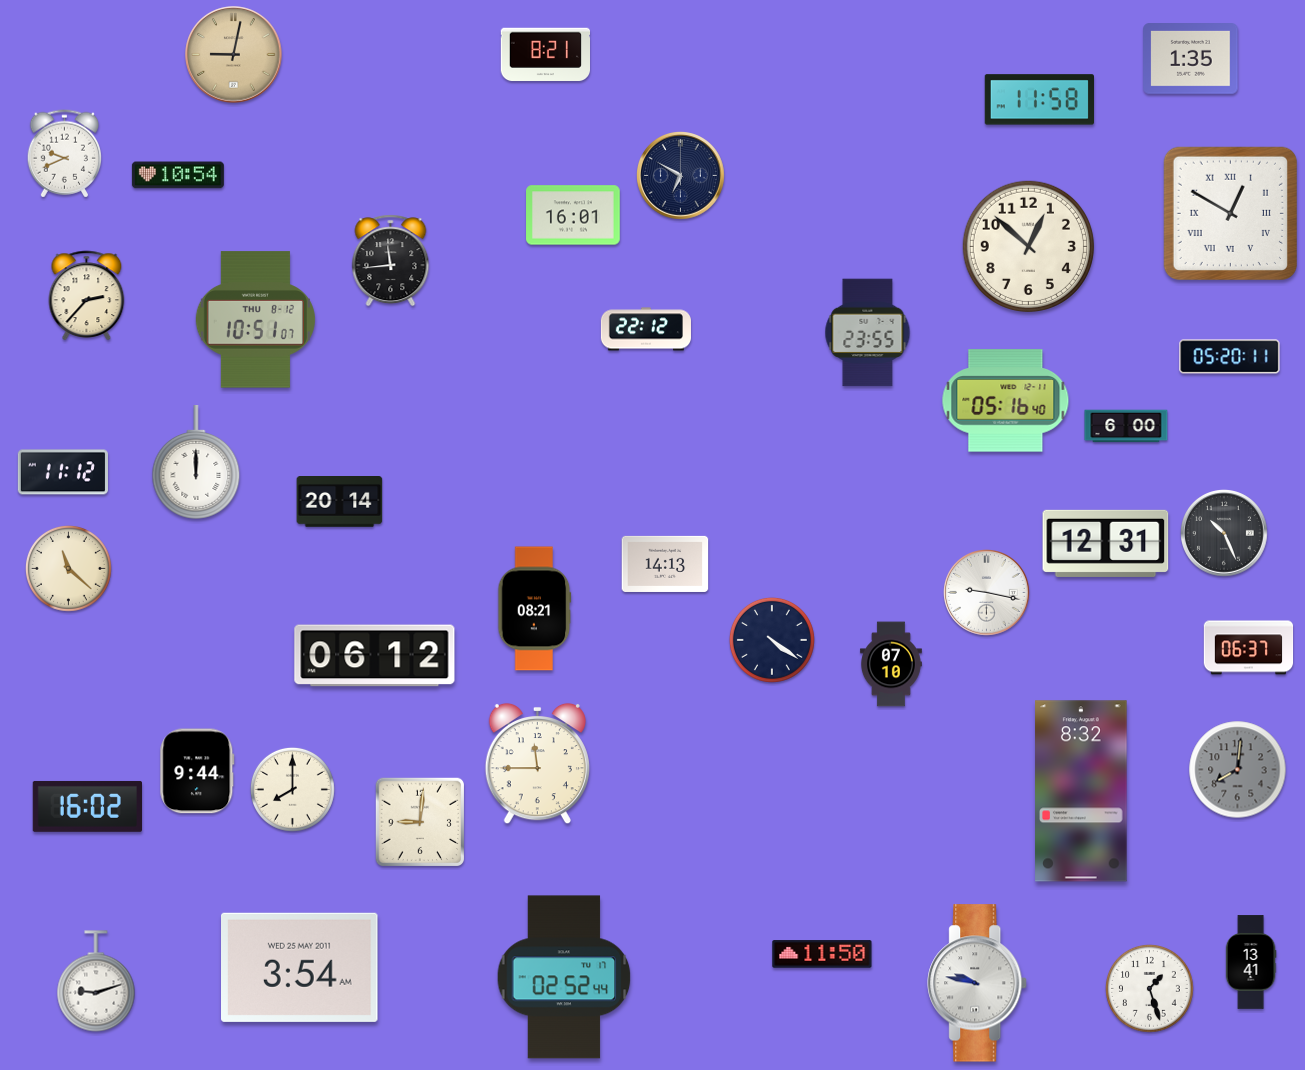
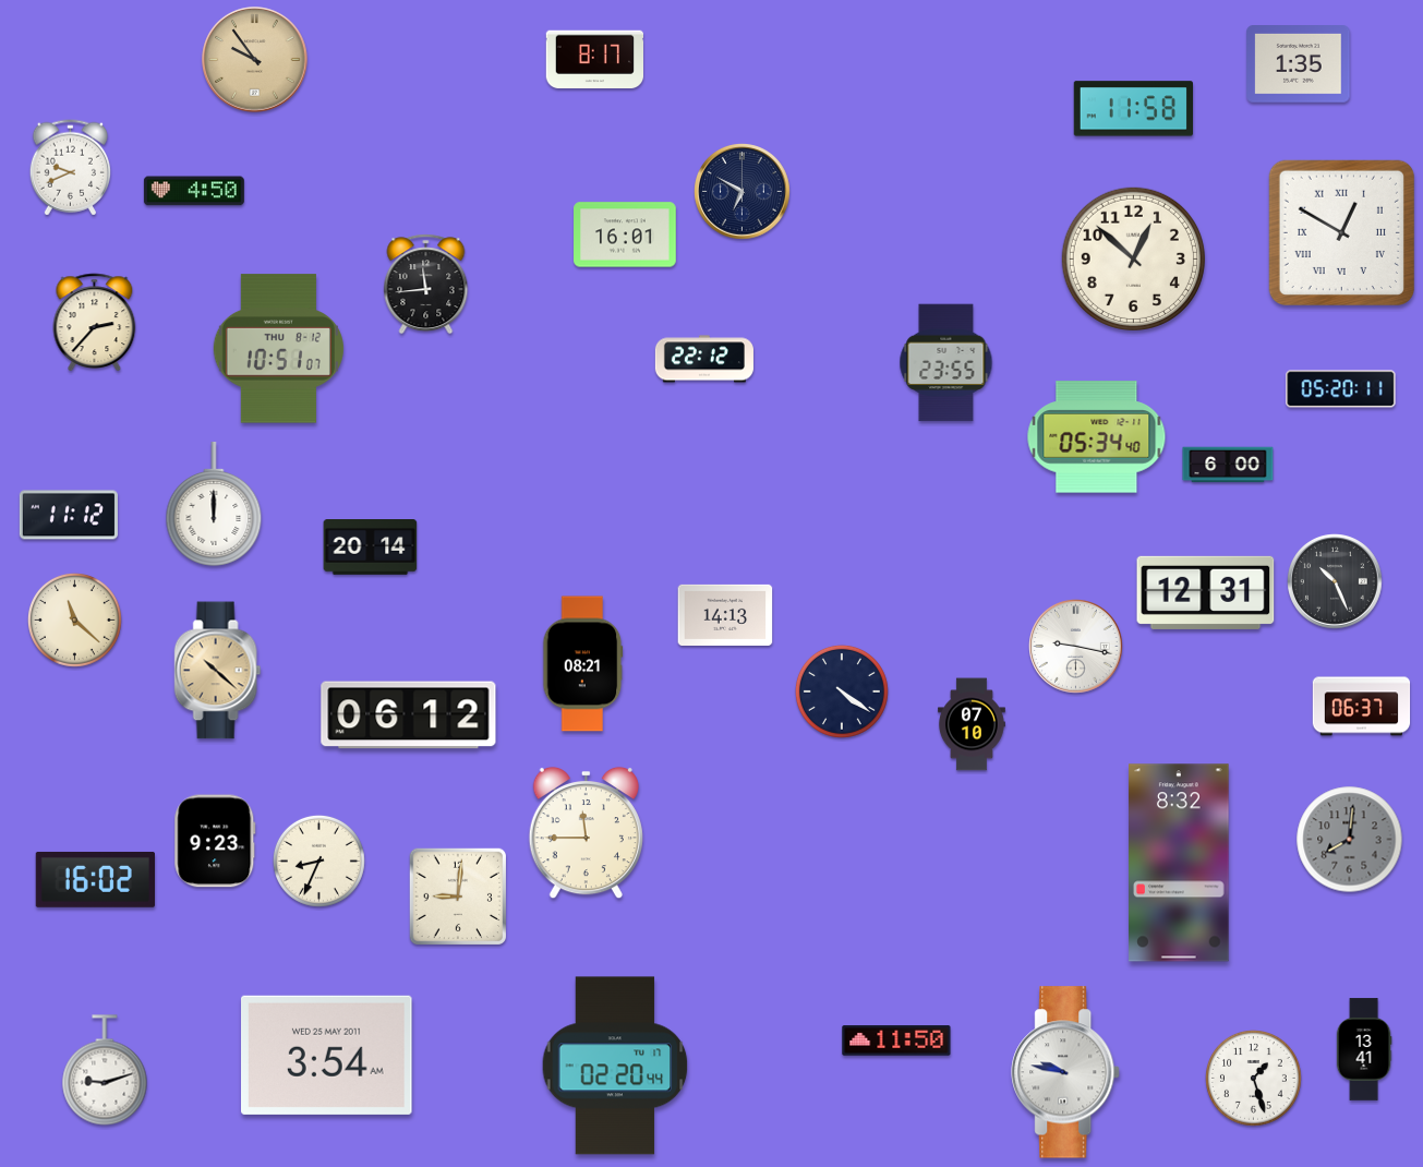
clock at (234, 55): 9:02 -> 9:54
clock at (545, 55): 8:21 -> 8:17
clock at (178, 175): 10:54 -> 4:50
clock at (1028, 246) position: (1028, 246) -> (1133, 258)
clock at (1006, 401): 05:16 -> 05:34
clock at (218, 671): none -> 10:22
clock at (772, 640) position: (772, 640) -> (842, 691)
clock at (197, 771): 9:44 -> 9:23
clock at (292, 789): 8:00 -> 8:34
clock at (564, 977): 02:52 -> 02:20
